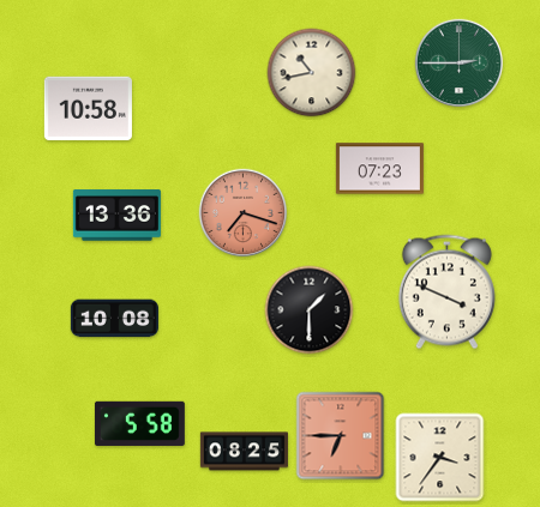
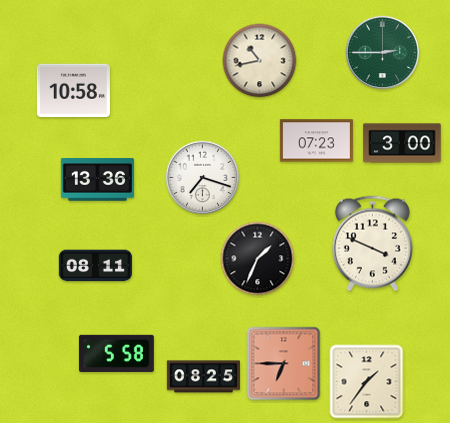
clock at (402, 143): none -> 3:00
clock at (244, 213) dial: salmon -> white
clock at (310, 310): 1:30 -> 1:34
clock at (114, 319): 10:08 -> 08:11
clock at (440, 458): 3:36 -> 1:36
